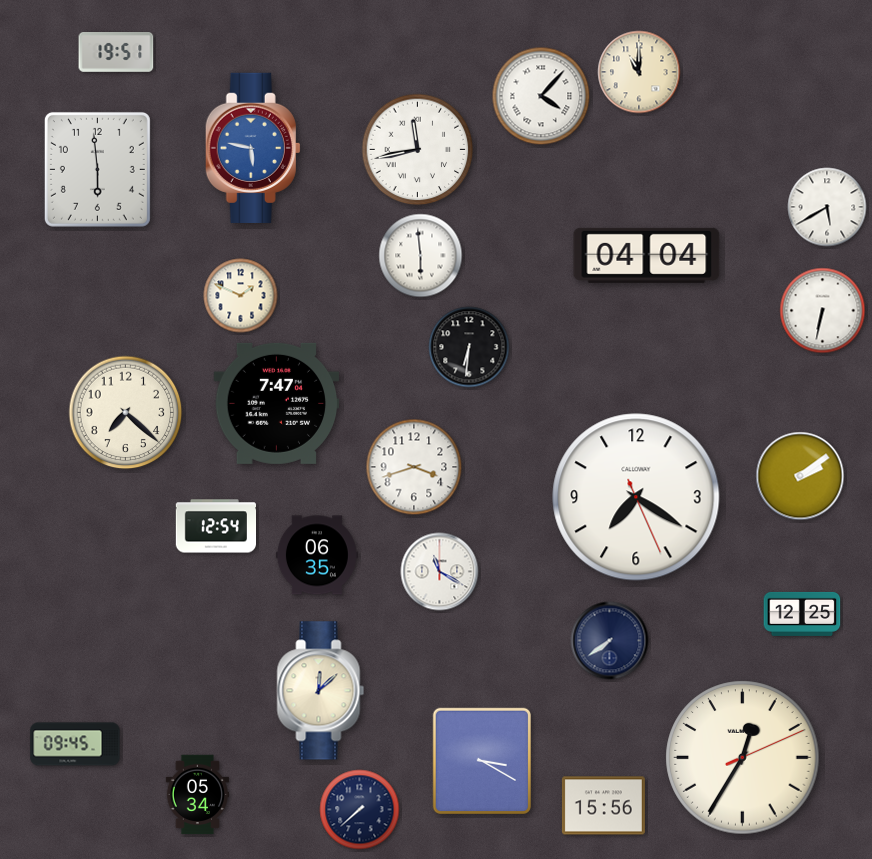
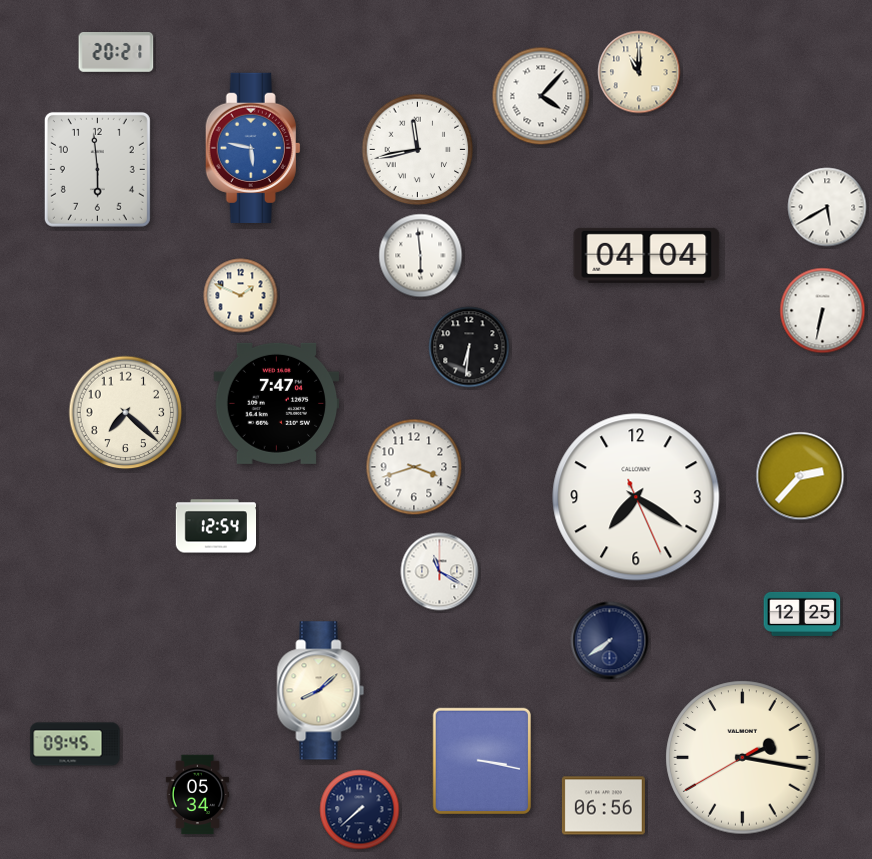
clock at (116, 53): 19:51 -> 20:21
clock at (800, 476): 2:09 -> 2:37
clock at (317, 555): 06:35 -> none
clock at (321, 691): 12:08 -> 8:08
clock at (743, 758): 12:35 -> 2:16
clock at (481, 760): 3:20 -> 3:17
clock at (603, 806): 15:56 -> 06:56
